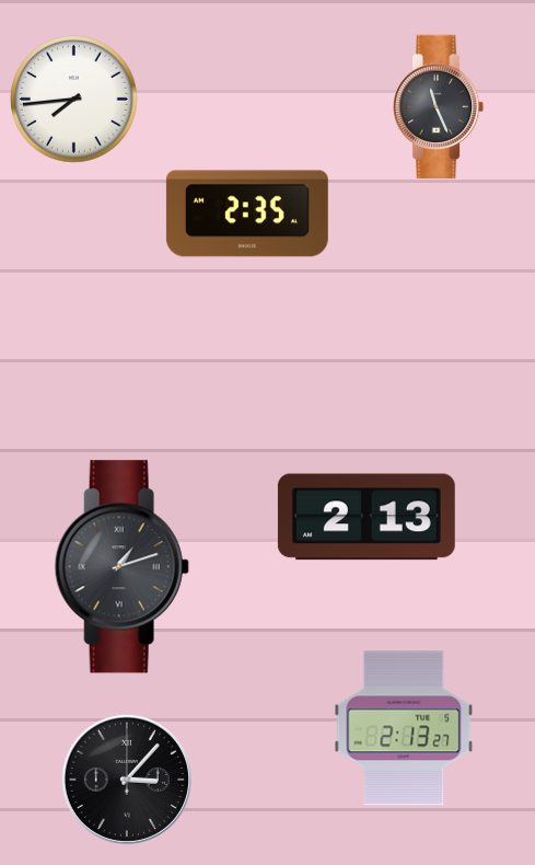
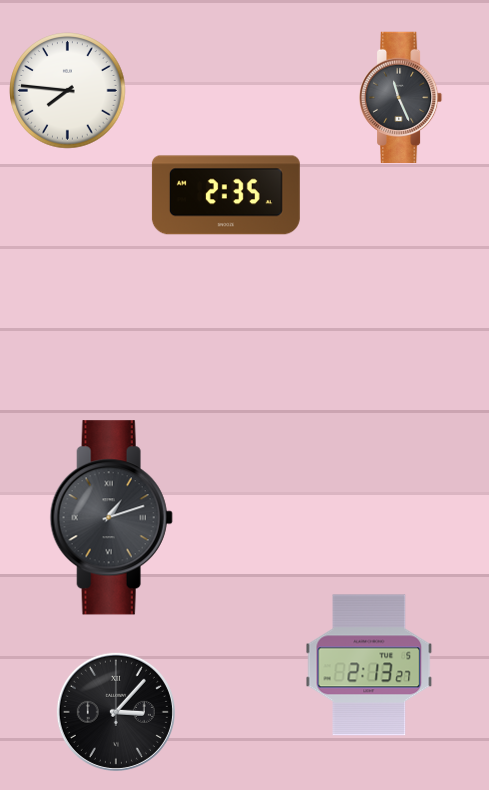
clock at (74, 100): 7:44 -> 7:46
clock at (367, 517): 2:13 -> none
